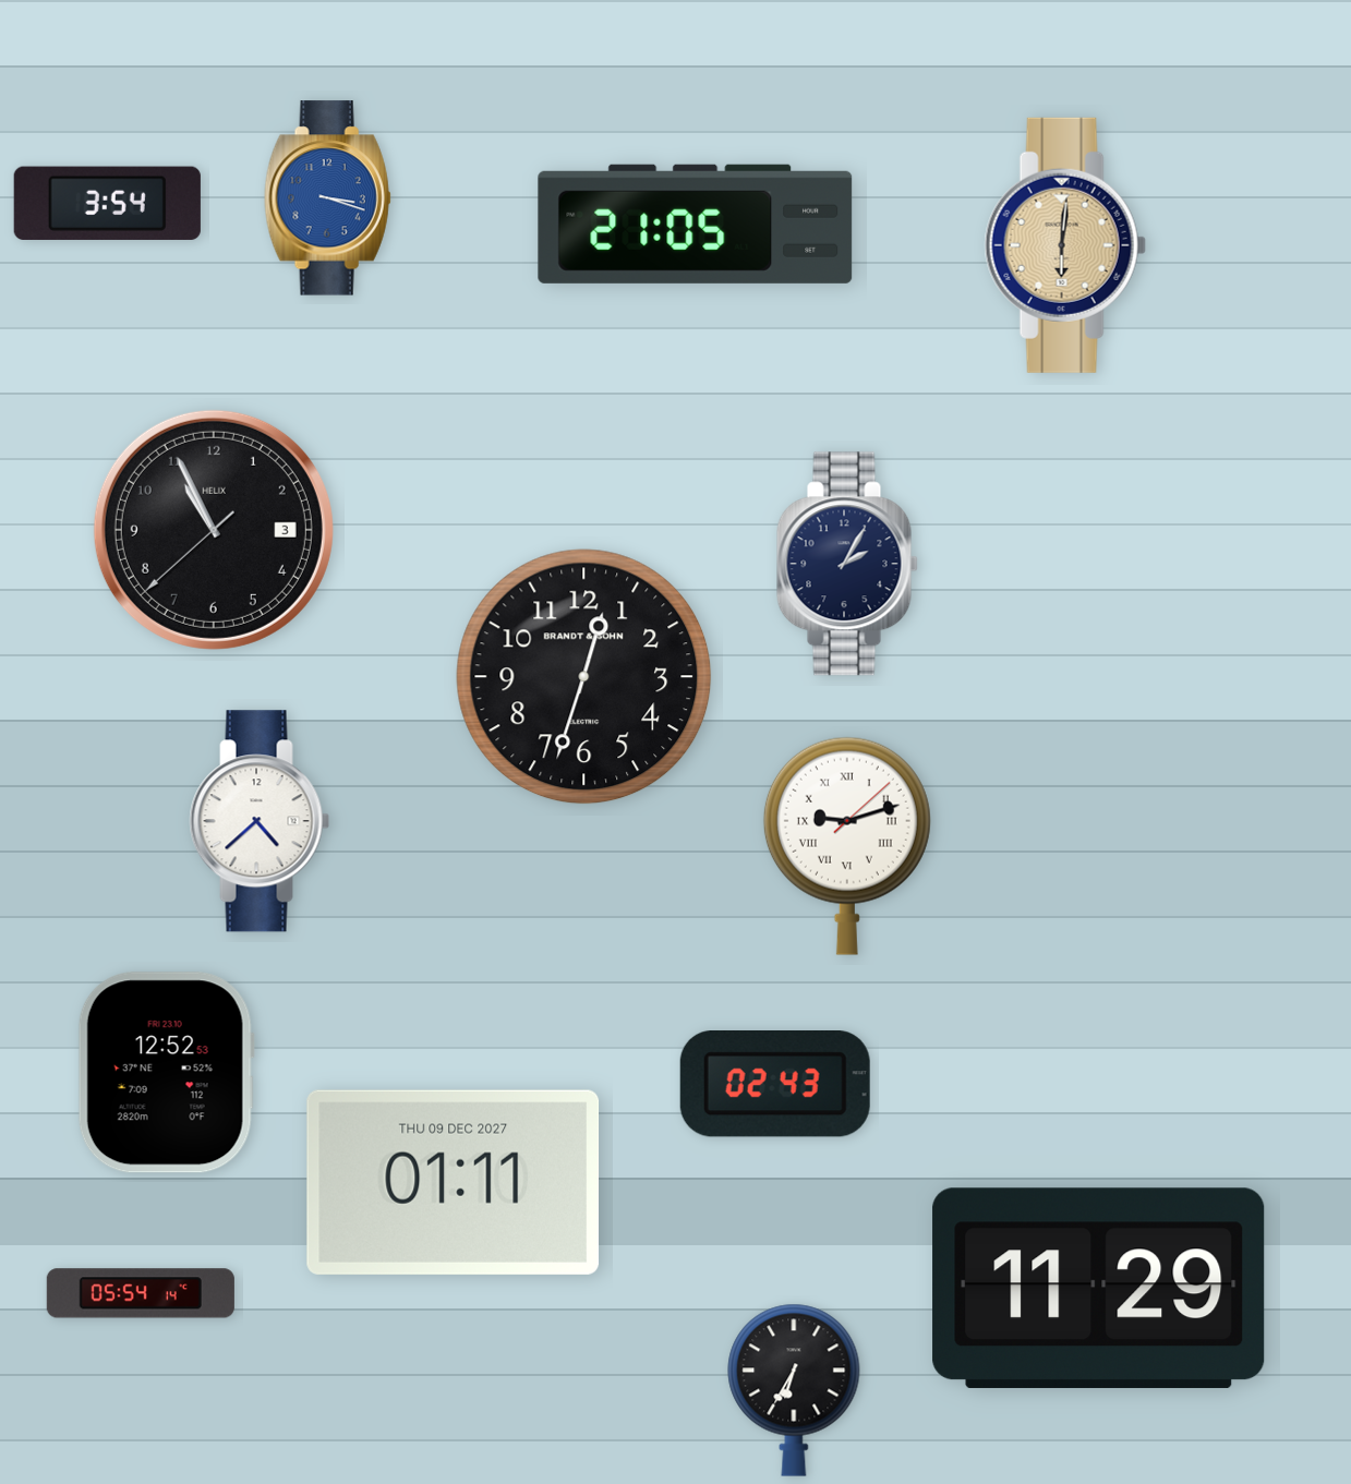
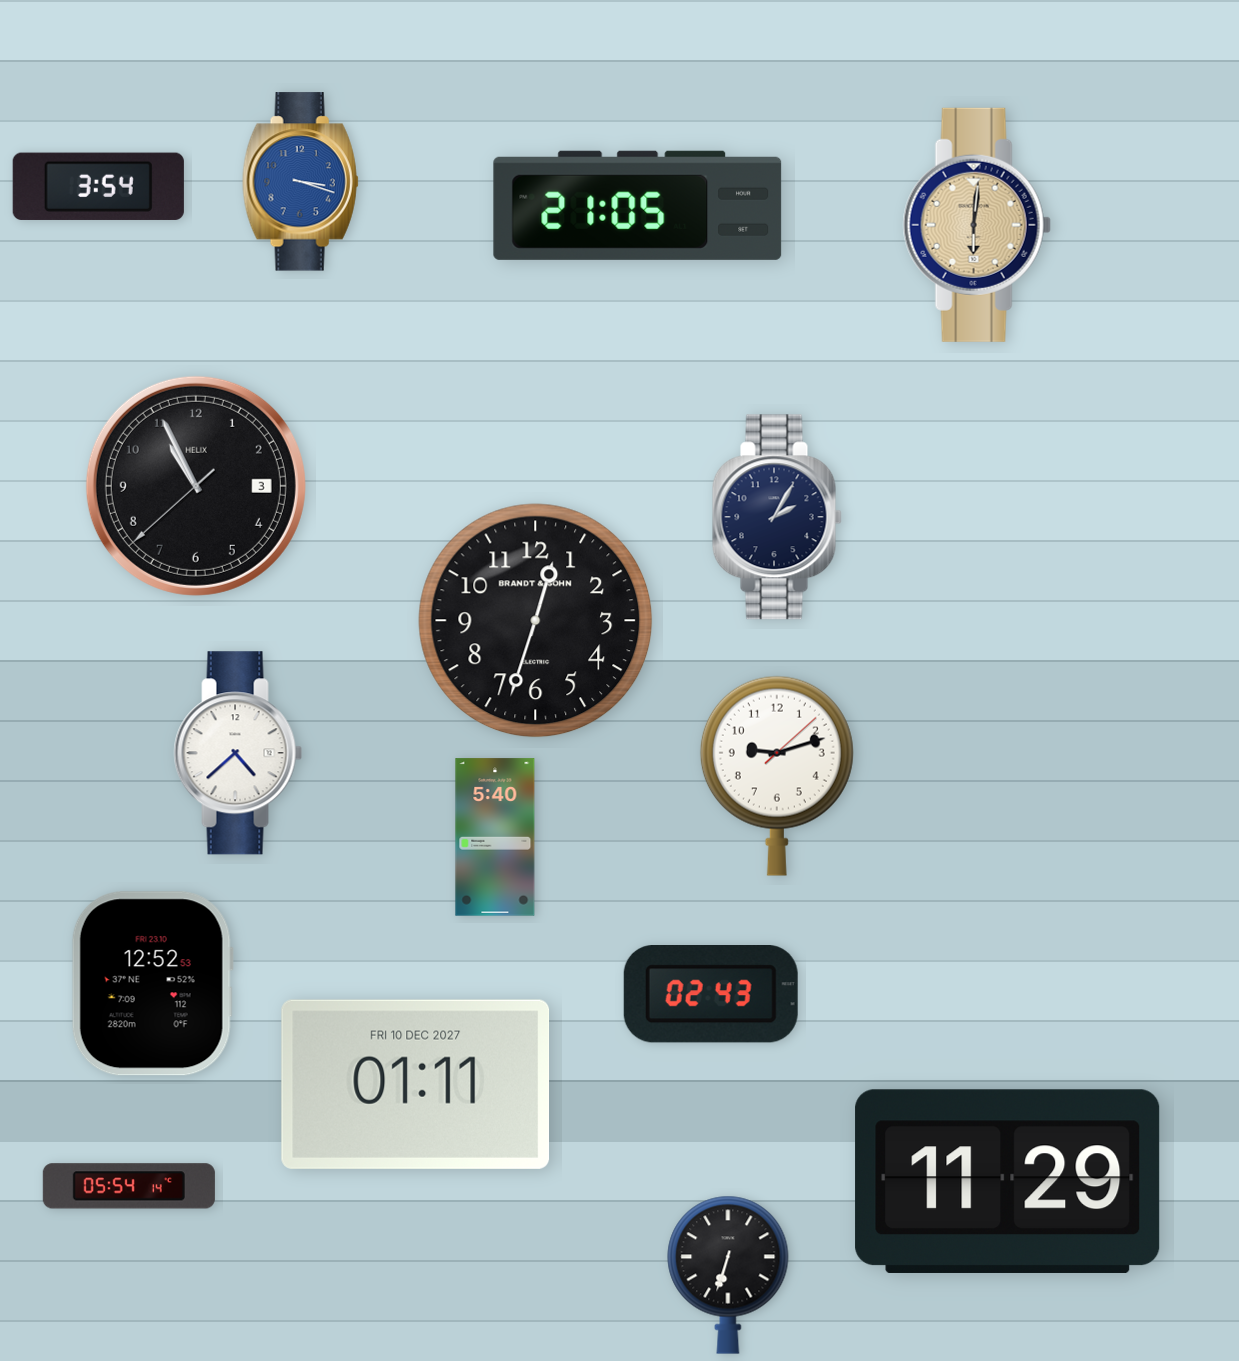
clock at (847, 846) numerals: Roman -> Arabic
clock at (495, 837): none -> 5:40
clock at (454, 1182) date: THU 09 DEC 2027 -> FRI 10 DEC 2027
clock at (794, 1390): 6:35 -> 6:33
